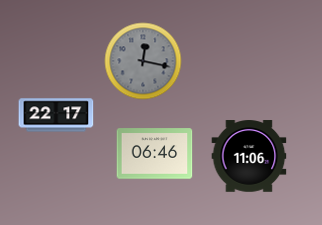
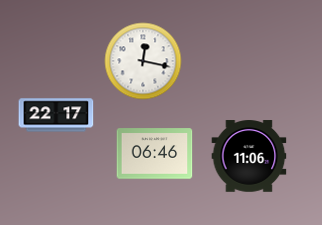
clock at (143, 61) dial: grey -> white
